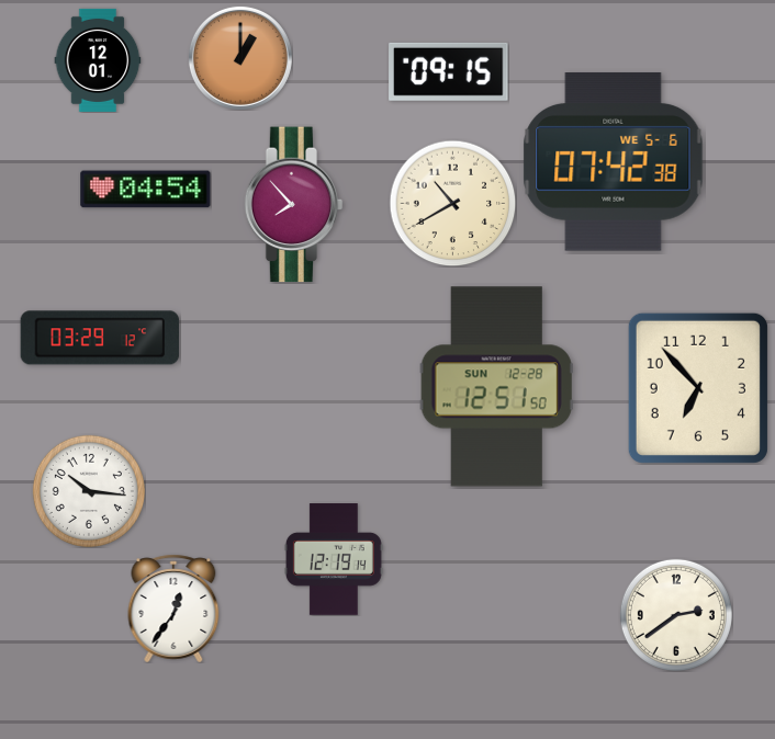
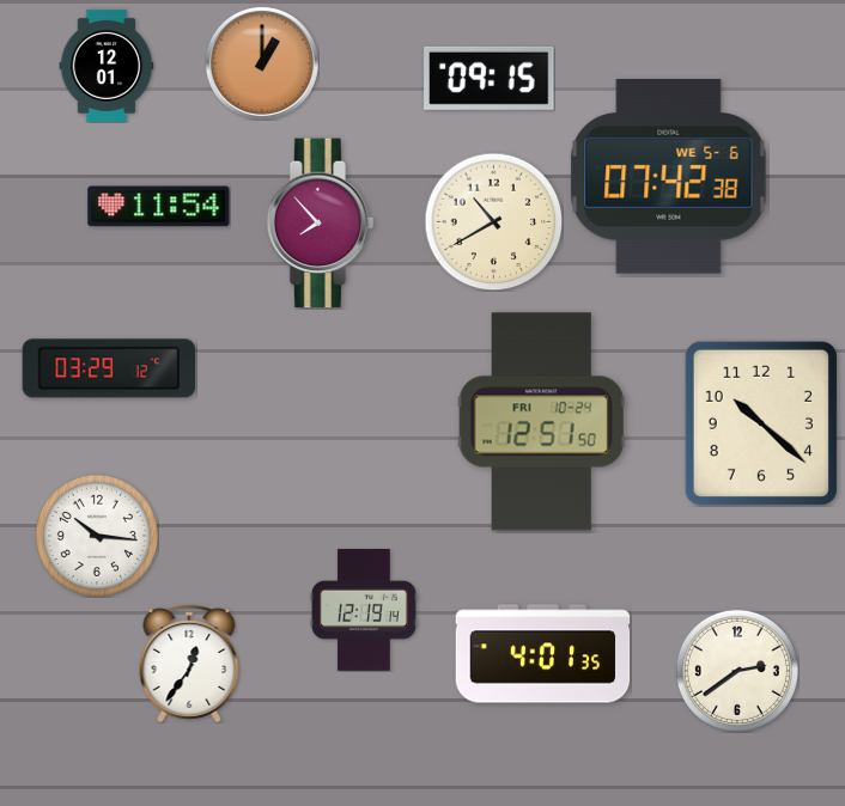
clock at (146, 190): 04:54 -> 11:54
clock at (496, 387) date: SUN 12-28 -> FRI 10-24
clock at (698, 388): 6:53 -> 10:22
clock at (543, 654): none -> 4:01
